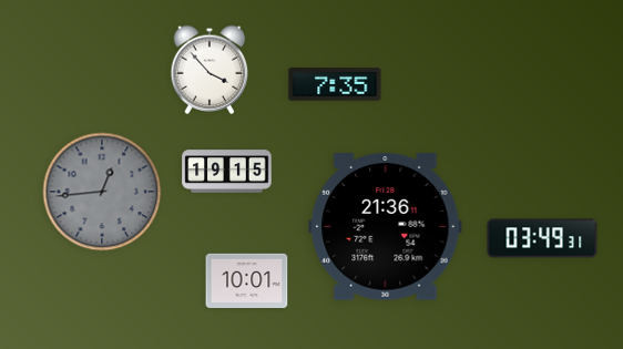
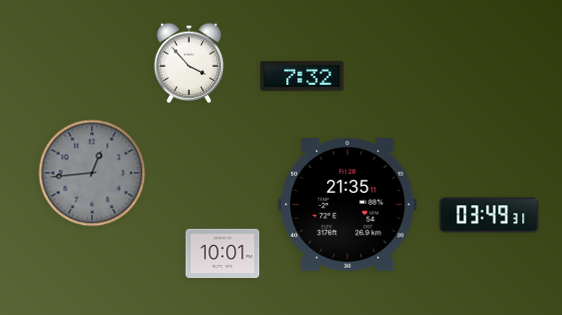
clock at (335, 84): 7:35 -> 7:32
clock at (227, 172): 19:15 -> none
clock at (386, 227): 21:36 -> 21:35
